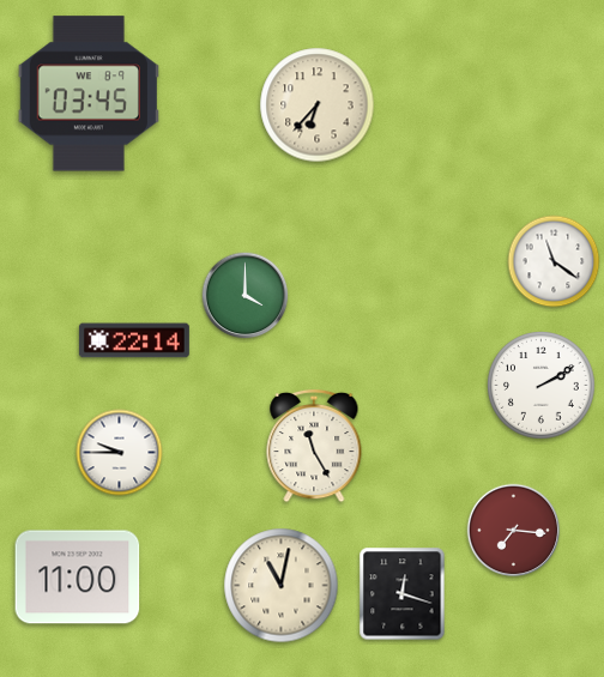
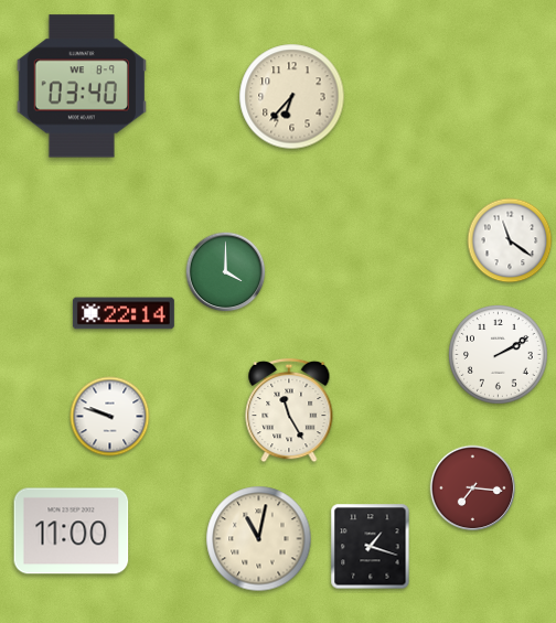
clock at (89, 93): 03:45 -> 03:40
clock at (120, 453): 9:45 -> 9:48
clock at (403, 594): 12:18 -> 1:18
